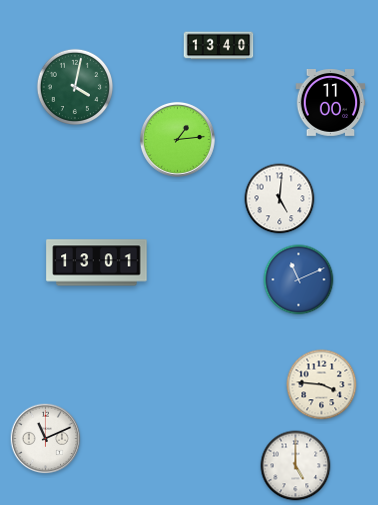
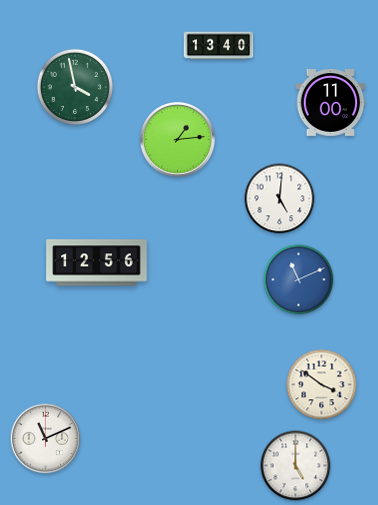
clock at (74, 86): 4:02 -> 3:58
clock at (97, 263): 13:01 -> 12:56
clock at (322, 385): 3:46 -> 3:51
